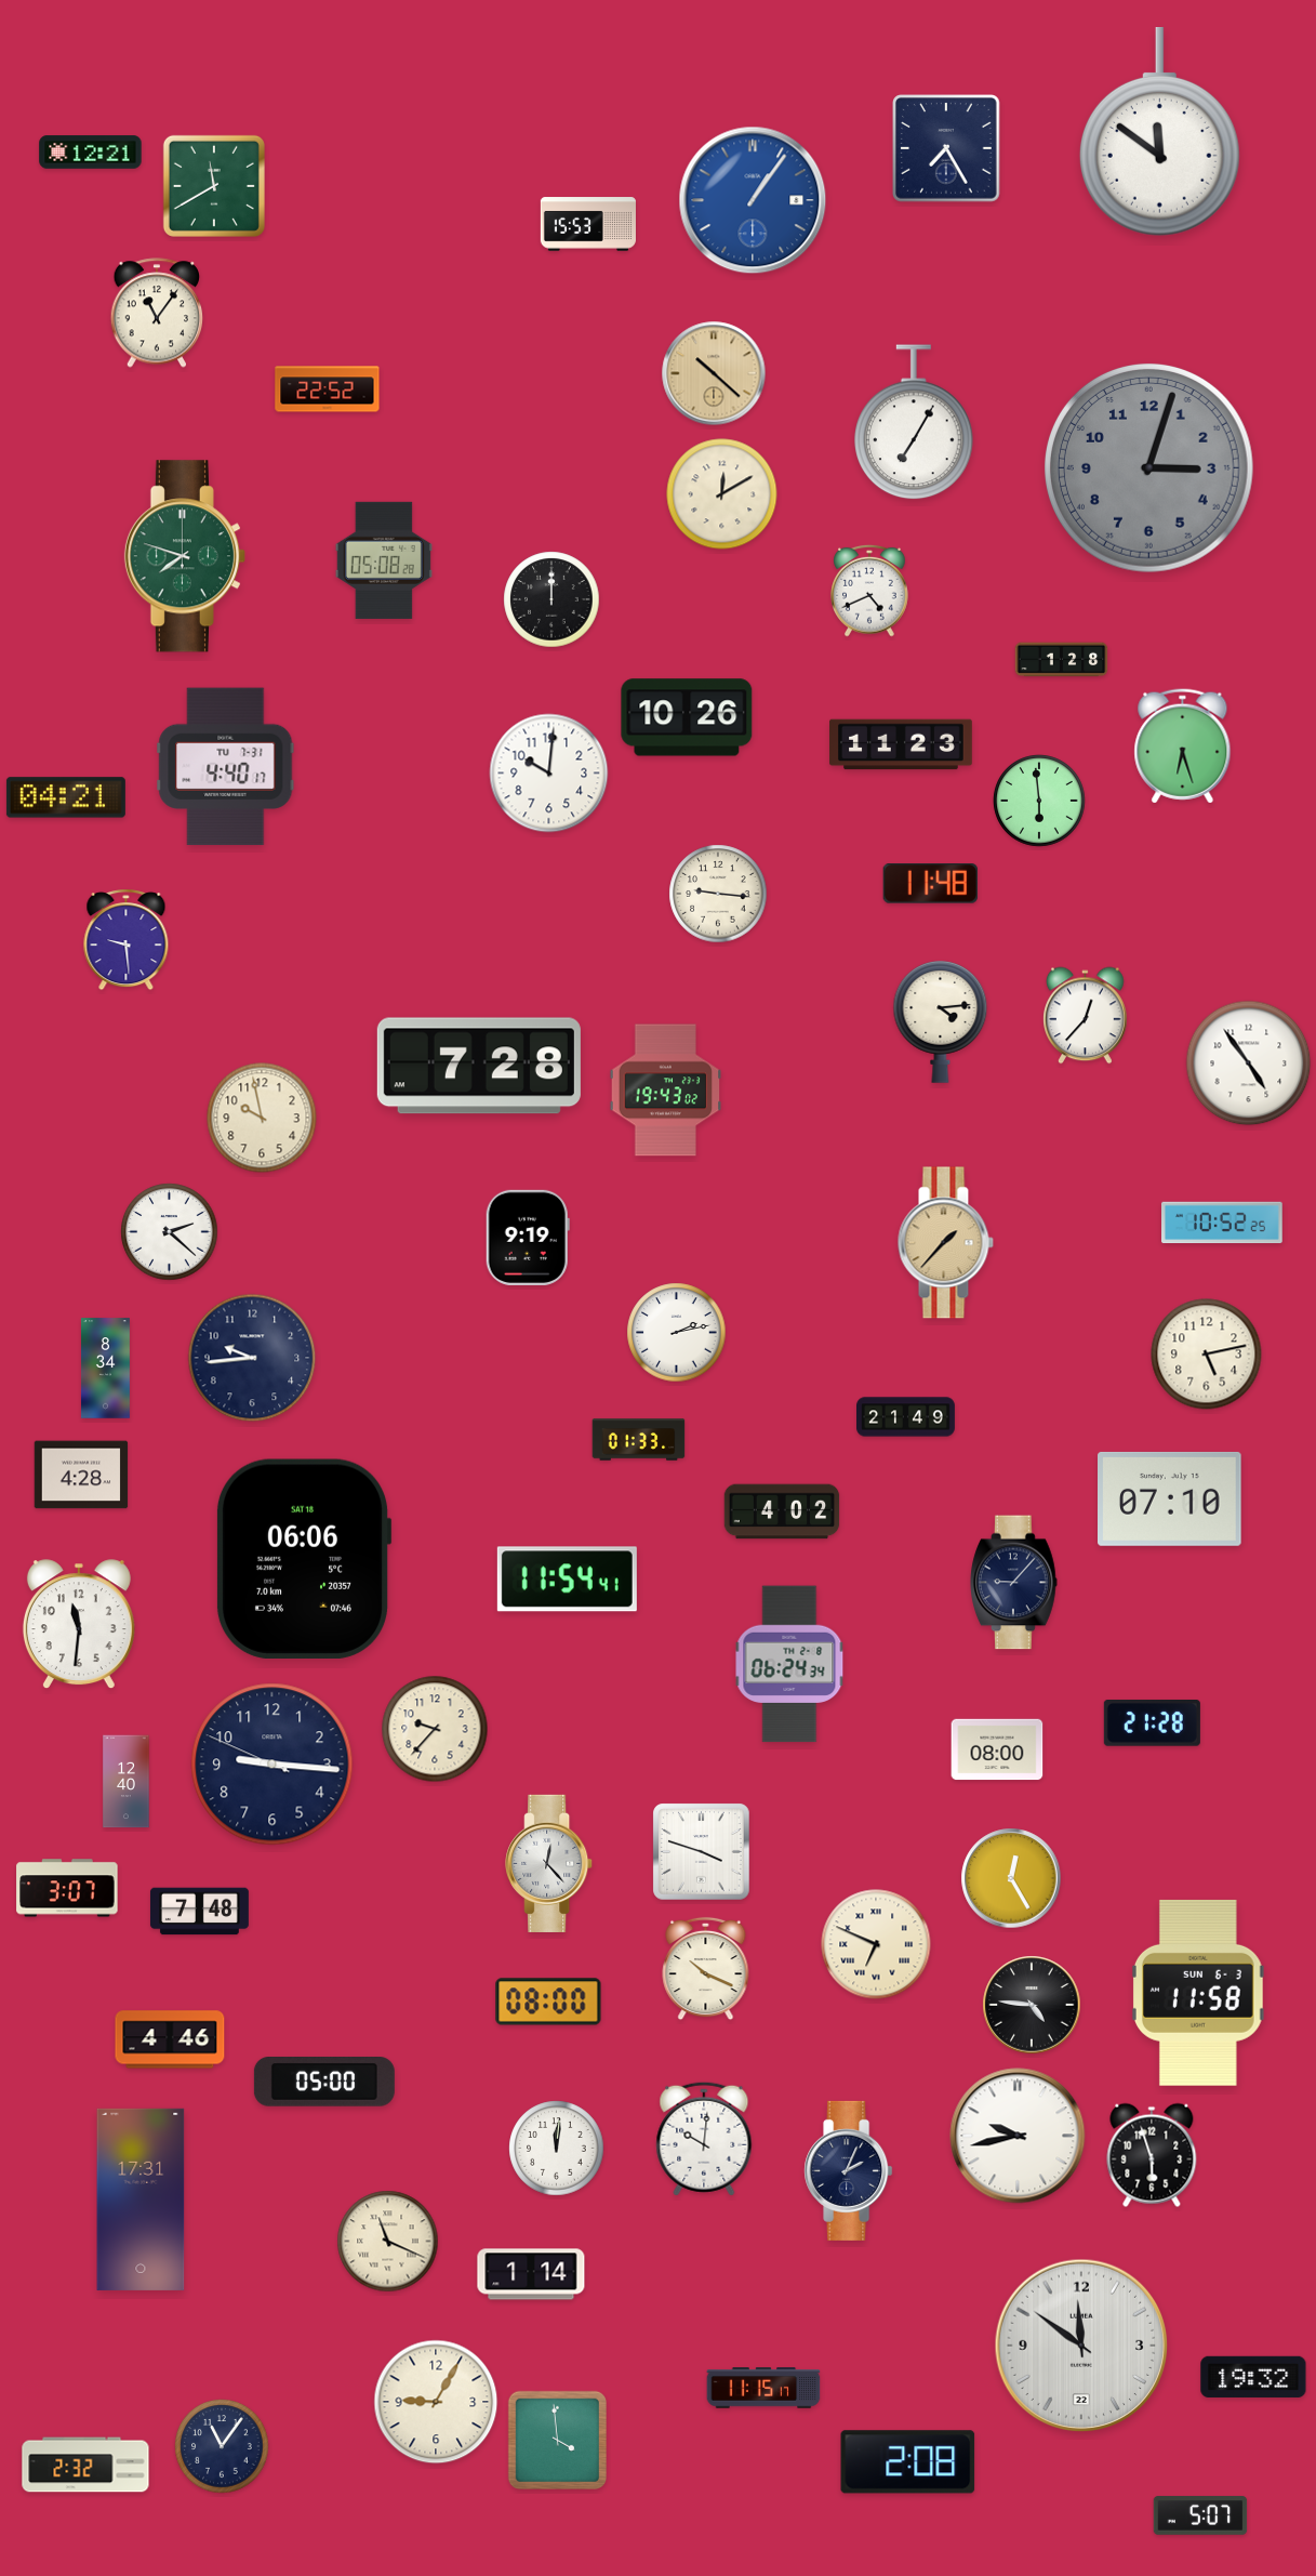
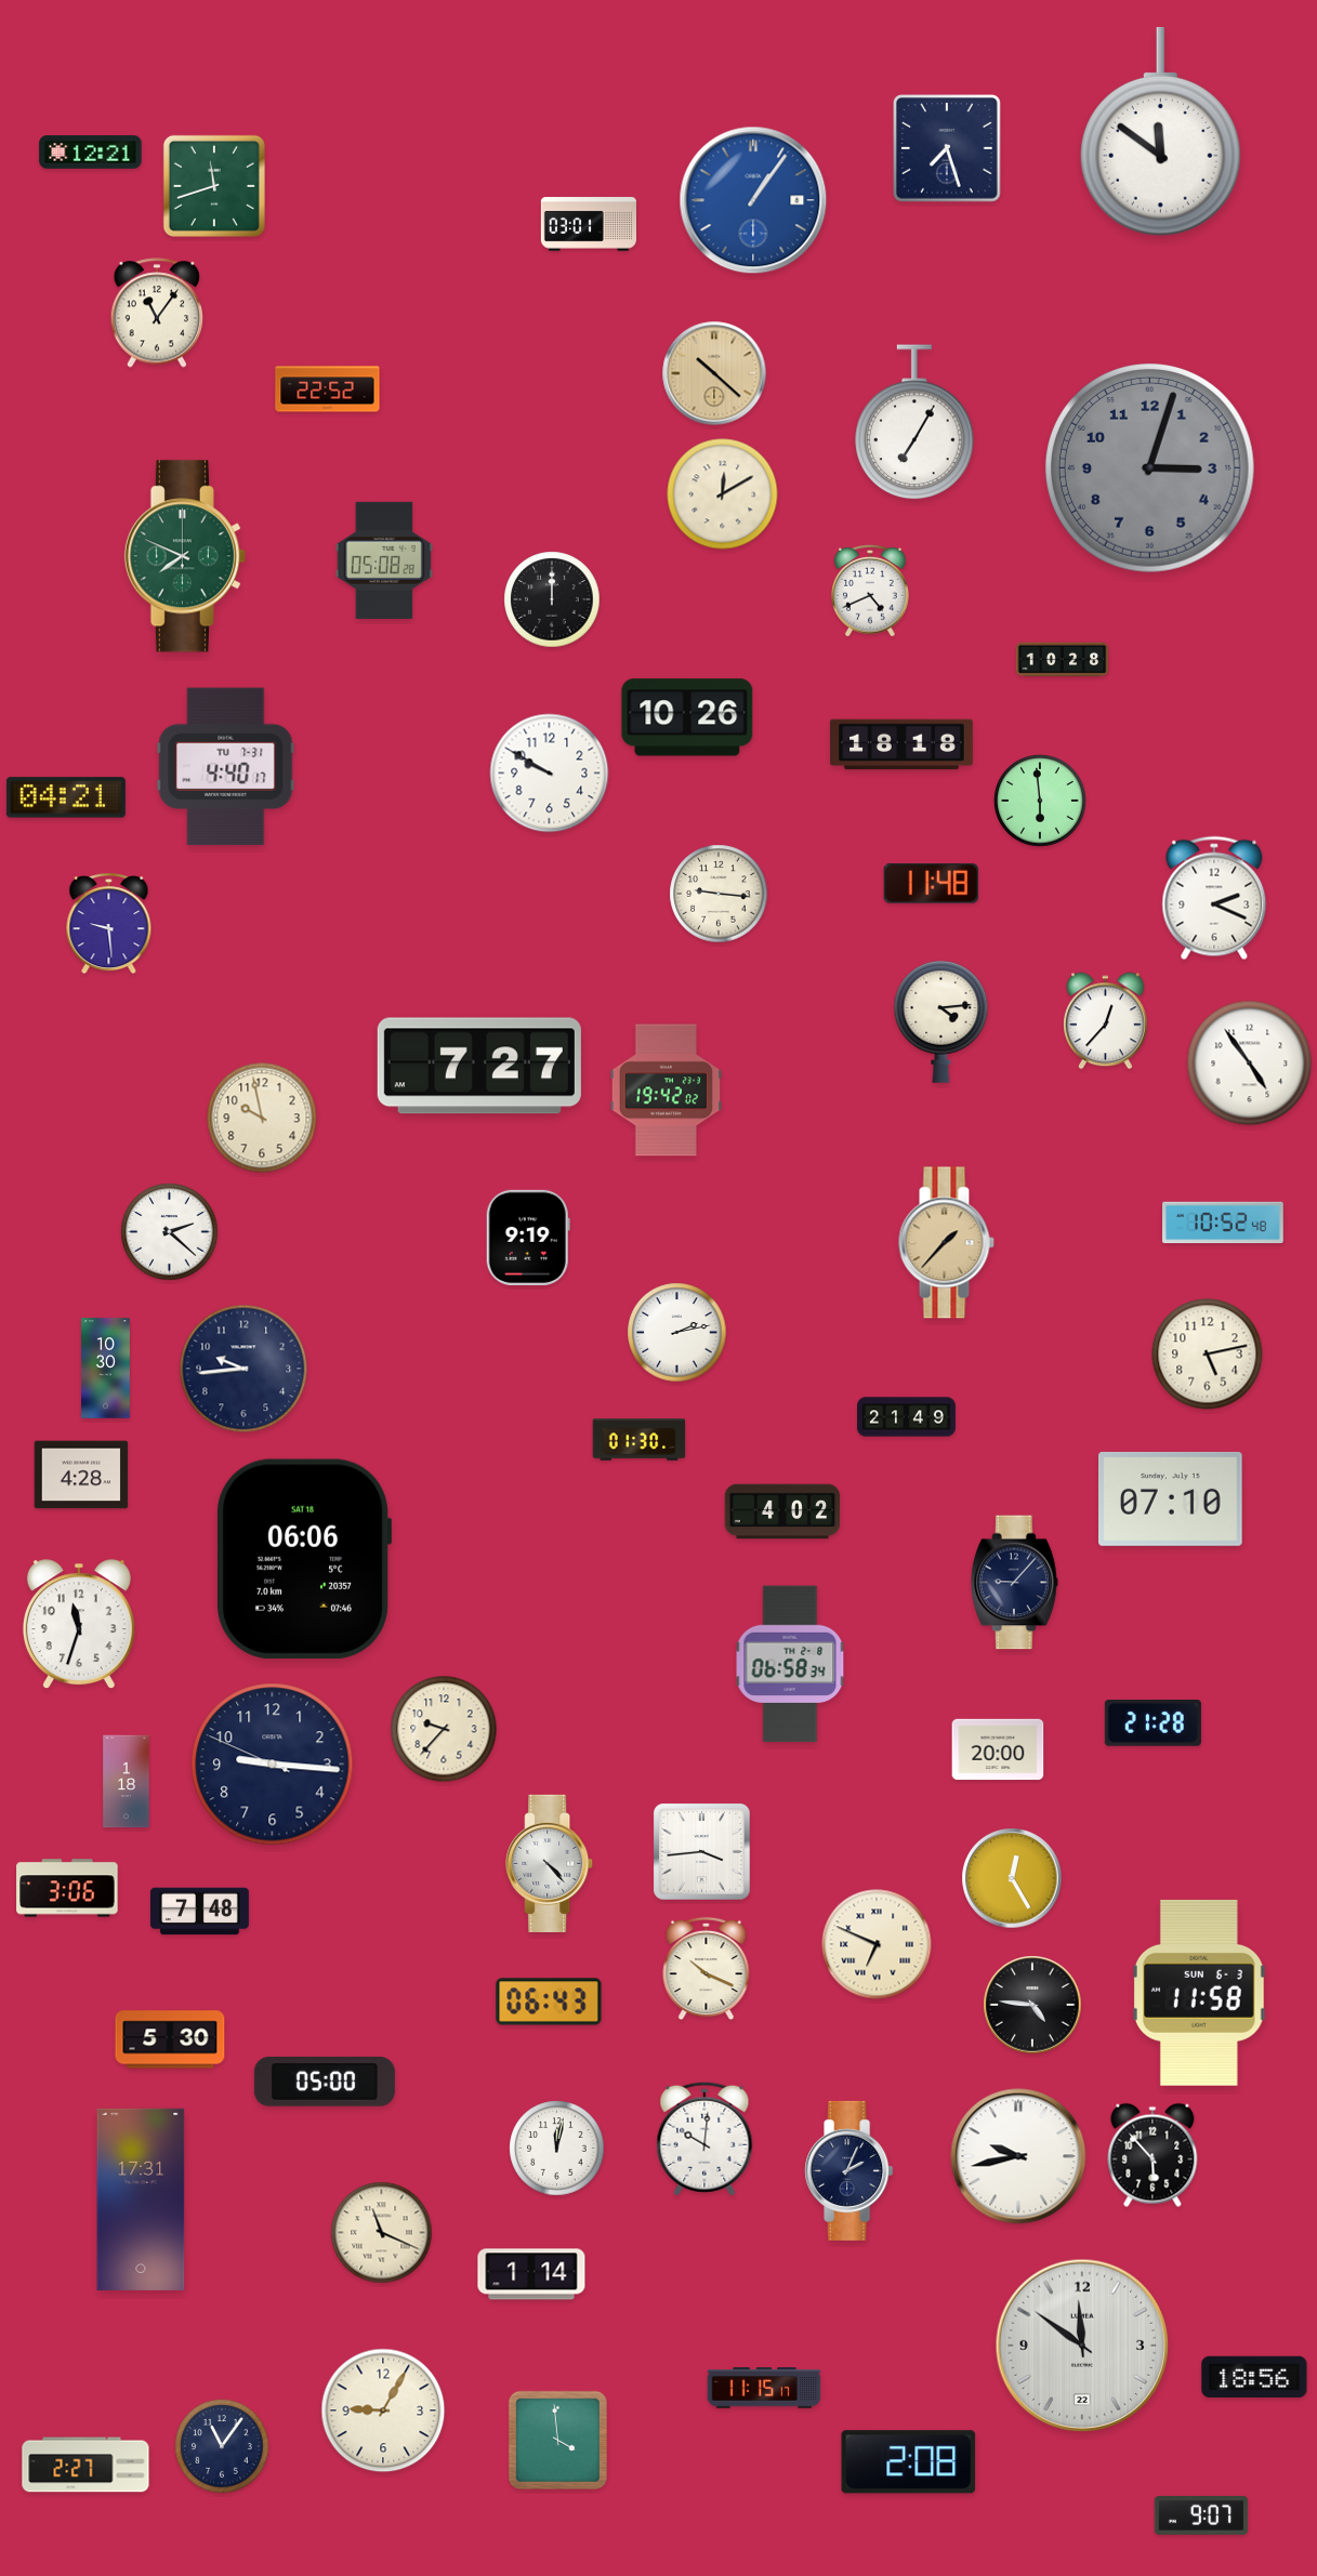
clock at (946, 148): 7:25 -> 7:27
clock at (214, 186): 11:40 -> 11:42
clock at (588, 224): 15:53 -> 03:01
clock at (185, 556): 7:48 -> 7:49
clock at (1062, 660): 1:28 -> 10:28
clock at (901, 744): 11:23 -> 18:18
clock at (1183, 747): 6:27 -> none
clock at (549, 774): 10:01 -> 9:50
clock at (1214, 898): none -> 2:19
clock at (127, 940) position: (127, 940) -> (109, 924)
clock at (1086, 1016) position: (1086, 1016) -> (1106, 1021)
clock at (479, 1066): 7:28 -> 7:27
clock at (666, 1091): 19:43 -> 19:42
clock at (1223, 1223): 10:52:25 -> 10:52:48
clock at (252, 1358) position: (252, 1358) -> (243, 1369)
clock at (105, 1369): 8:34 -> 10:30
clock at (639, 1440): 01:33 -> 01:30
clock at (567, 1580): 11:54 -> none
clock at (79, 1625): 11:31 -> 11:33
clock at (789, 1664): 06:24 -> 06:58
clock at (435, 1729) position: (435, 1729) -> (444, 1729)
clock at (997, 1749): 08:00 -> 20:00
clock at (127, 1782): 12:40 -> 1:18
clock at (702, 1852): 3:48 -> 3:44
clock at (549, 1863): 12:23 -> 4:23
clock at (67, 1888): 3:07 -> 3:06
clock at (548, 2002): 08:00 -> 06:43
clock at (170, 2039): 4:46 -> 5:30
clock at (1018, 2136) position: (1018, 2136) -> (1018, 2156)
clock at (557, 2149): 12:01 -> 12:02
clock at (1152, 2155): 5:57 -> 5:53
clock at (388, 2242) position: (388, 2242) -> (382, 2233)
clock at (1253, 2376): 19:32 -> 18:56
clock at (436, 2402) position: (436, 2402) -> (383, 2410)
clock at (85, 2465): 2:32 -> 2:27
clock at (1200, 2515): 5:07 -> 9:07
